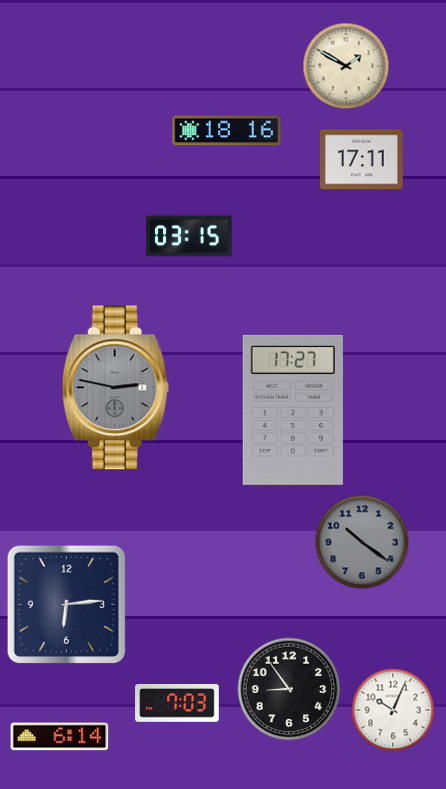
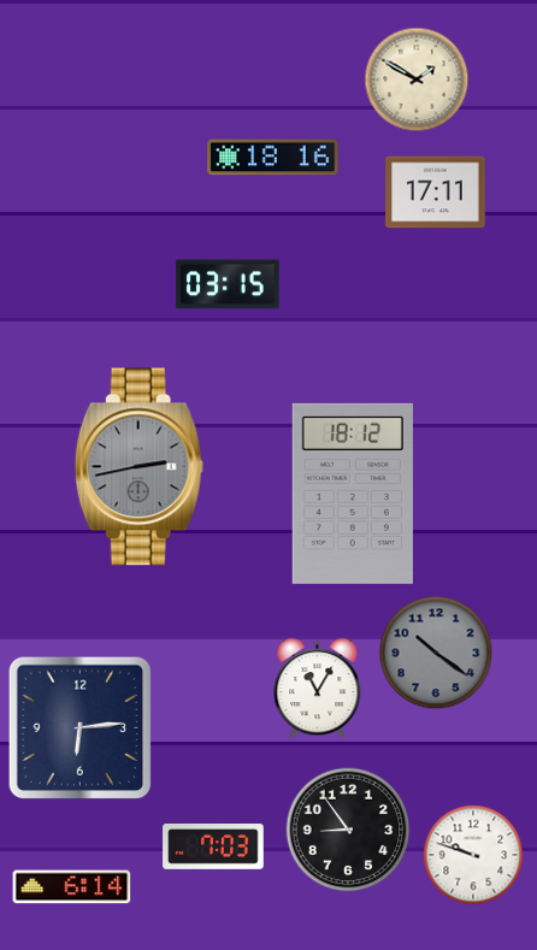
clock at (115, 388): 2:47 -> 2:43
clock at (293, 410): 17:27 -> 18:12
clock at (318, 689): none -> 11:05
clock at (393, 710): 10:04 -> 9:48
